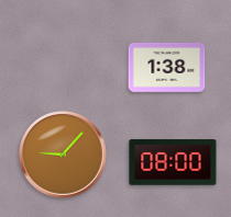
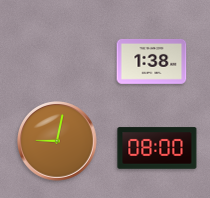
clock at (64, 156): 9:07 -> 9:02
